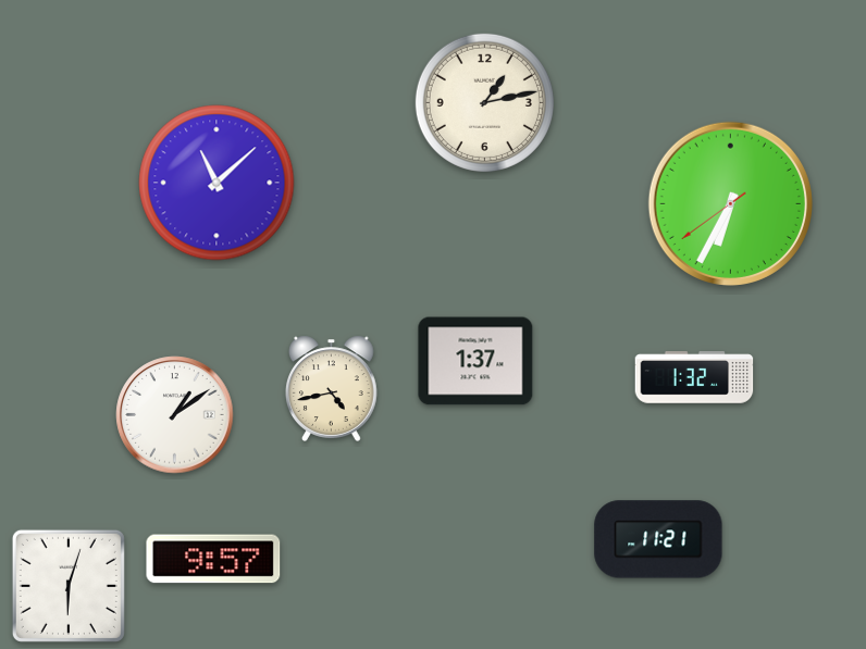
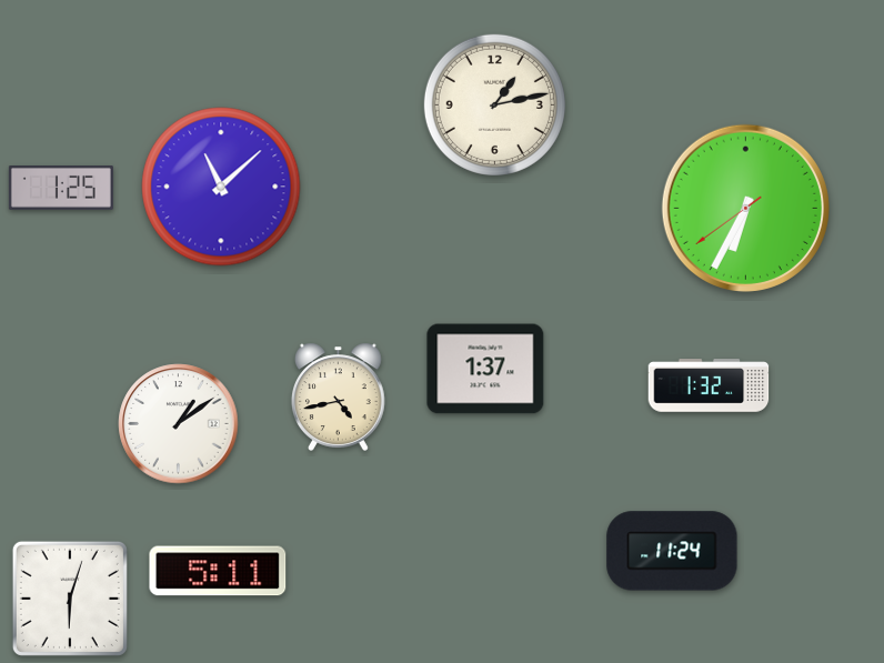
clock at (61, 189): none -> 1:25
clock at (658, 539): 11:21 -> 11:24
clock at (213, 559): 9:57 -> 5:11
